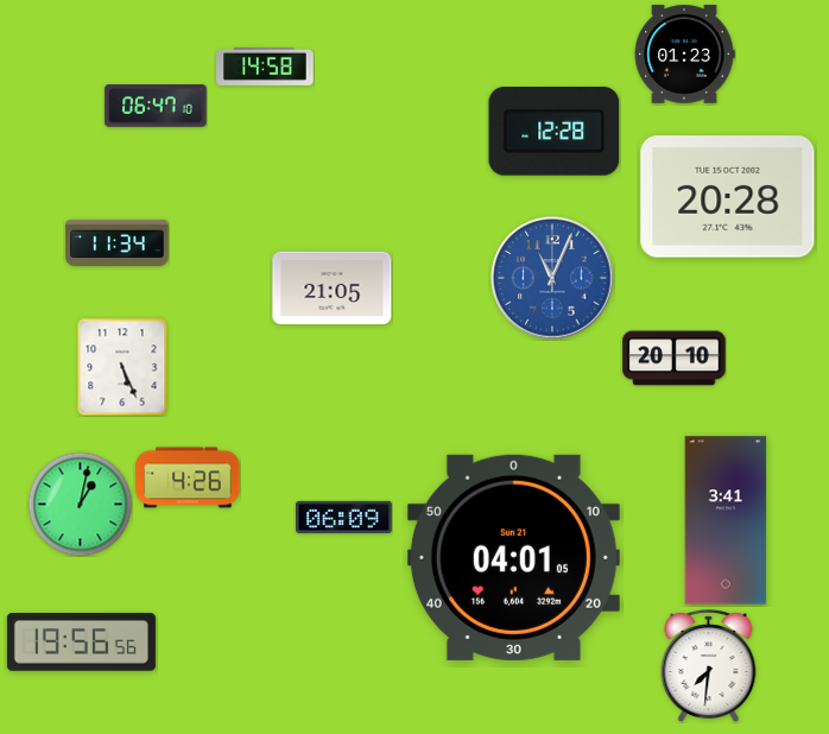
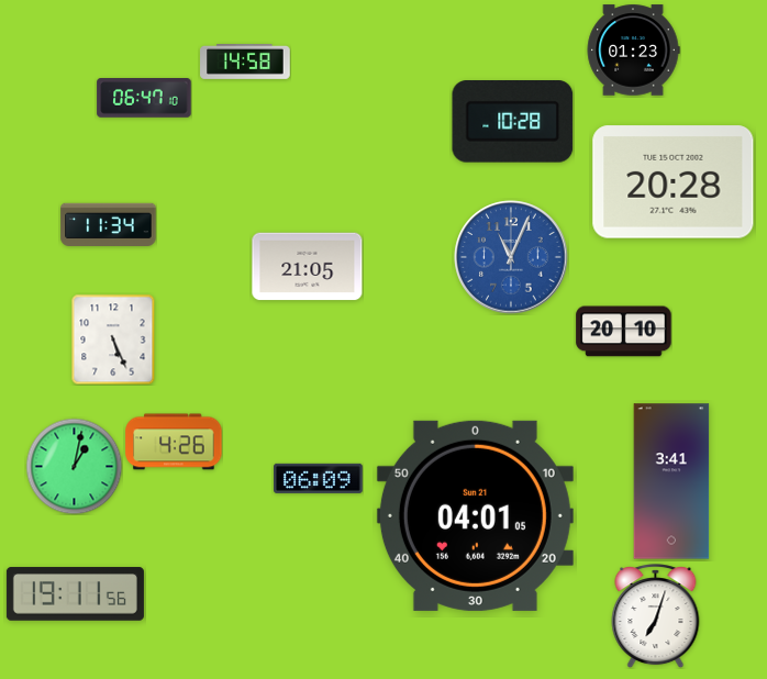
clock at (555, 132): 12:28 -> 10:28
clock at (81, 643): 19:56 -> 19:11
clock at (709, 666): 7:31 -> 7:03
